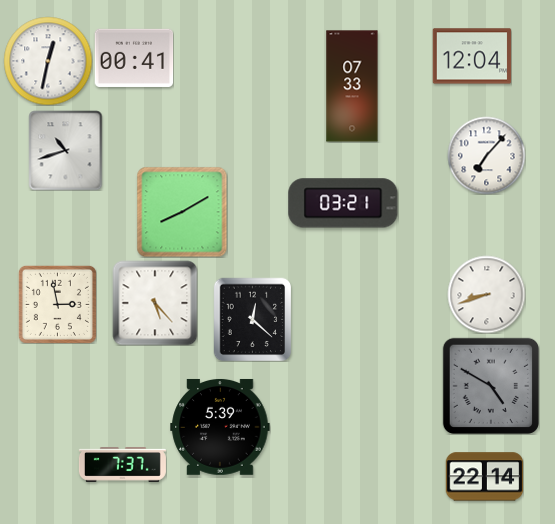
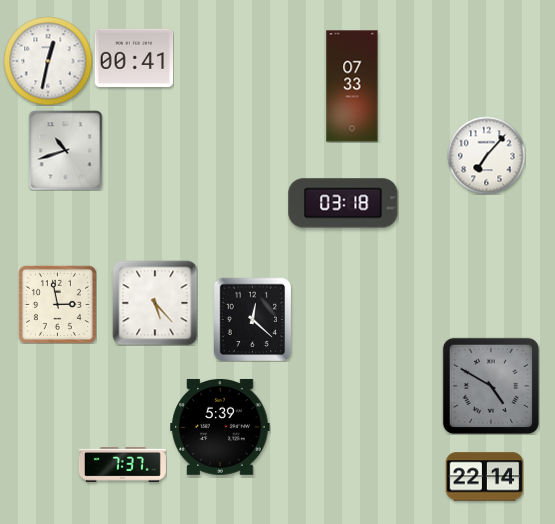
clock at (472, 56): 12:04 -> none
clock at (343, 203): 03:21 -> 03:18
clock at (182, 212): 8:10 -> none
clock at (486, 294): 8:42 -> none
